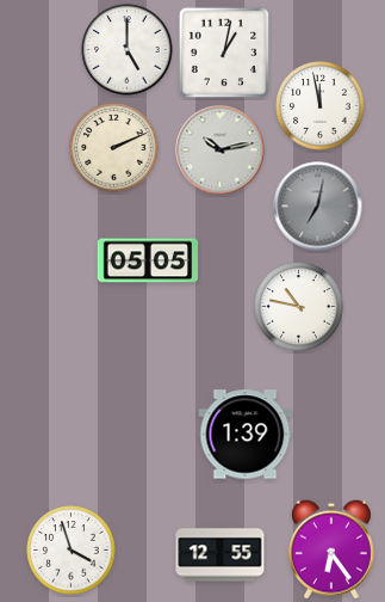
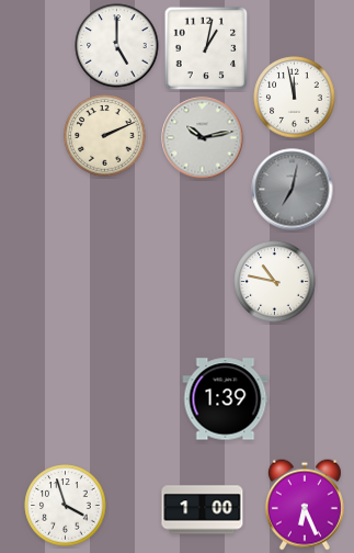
clock at (147, 260): 05:05 -> none
clock at (331, 549): 6:24 -> 6:26
clock at (221, 555): 12:55 -> 1:00
